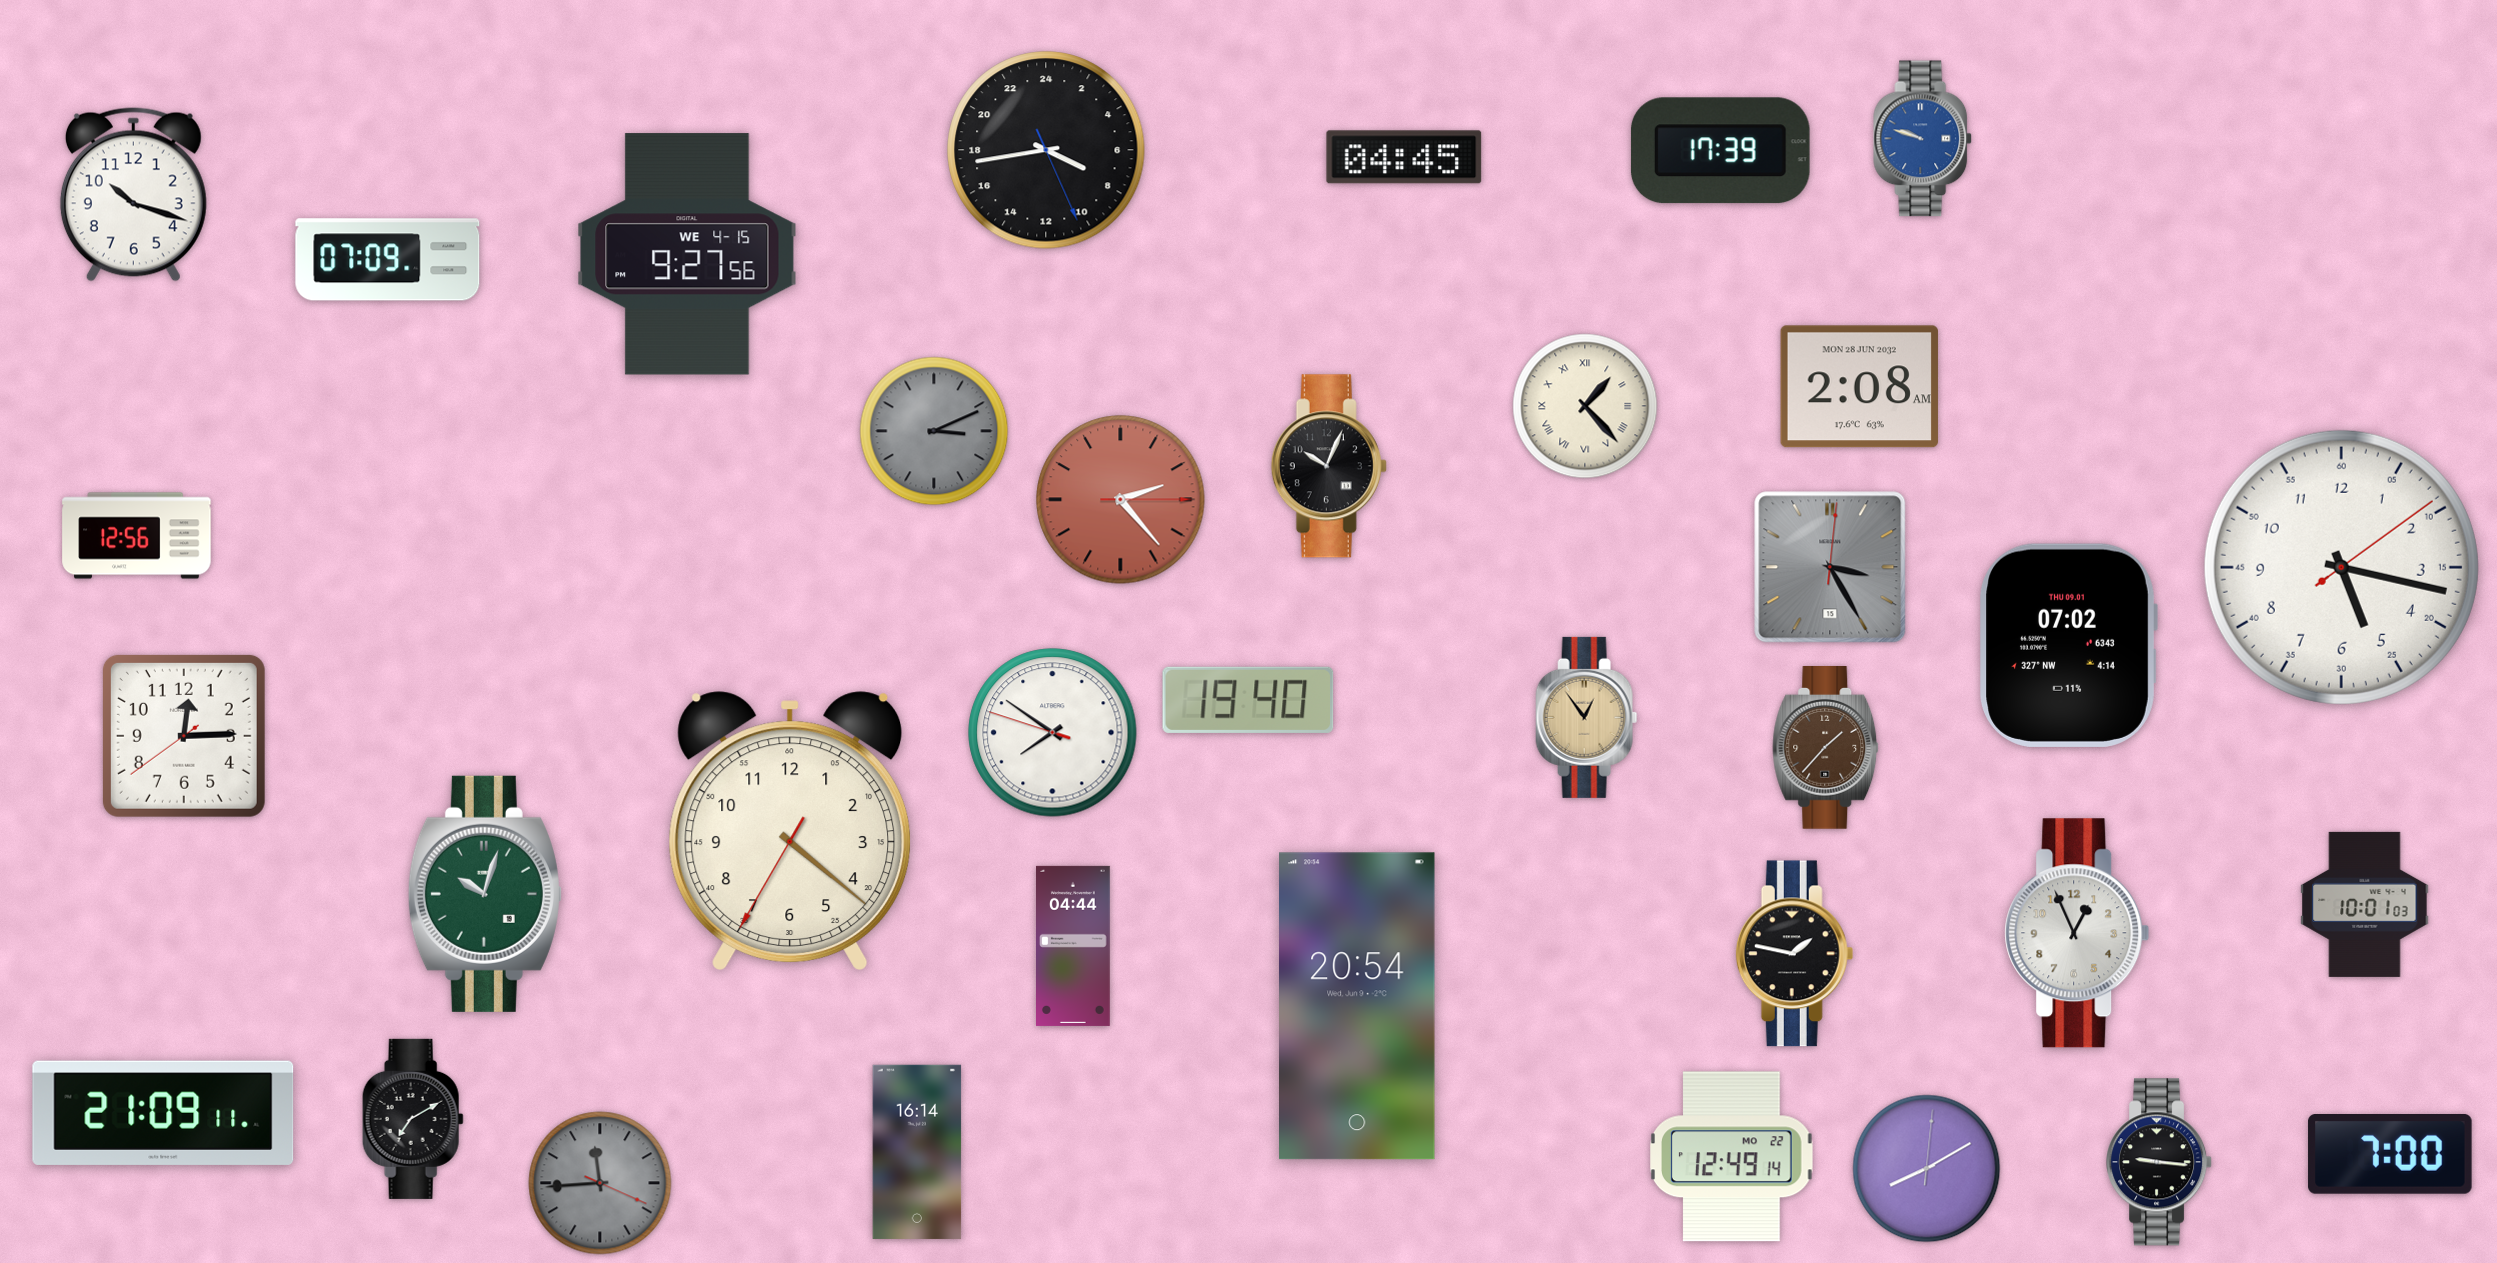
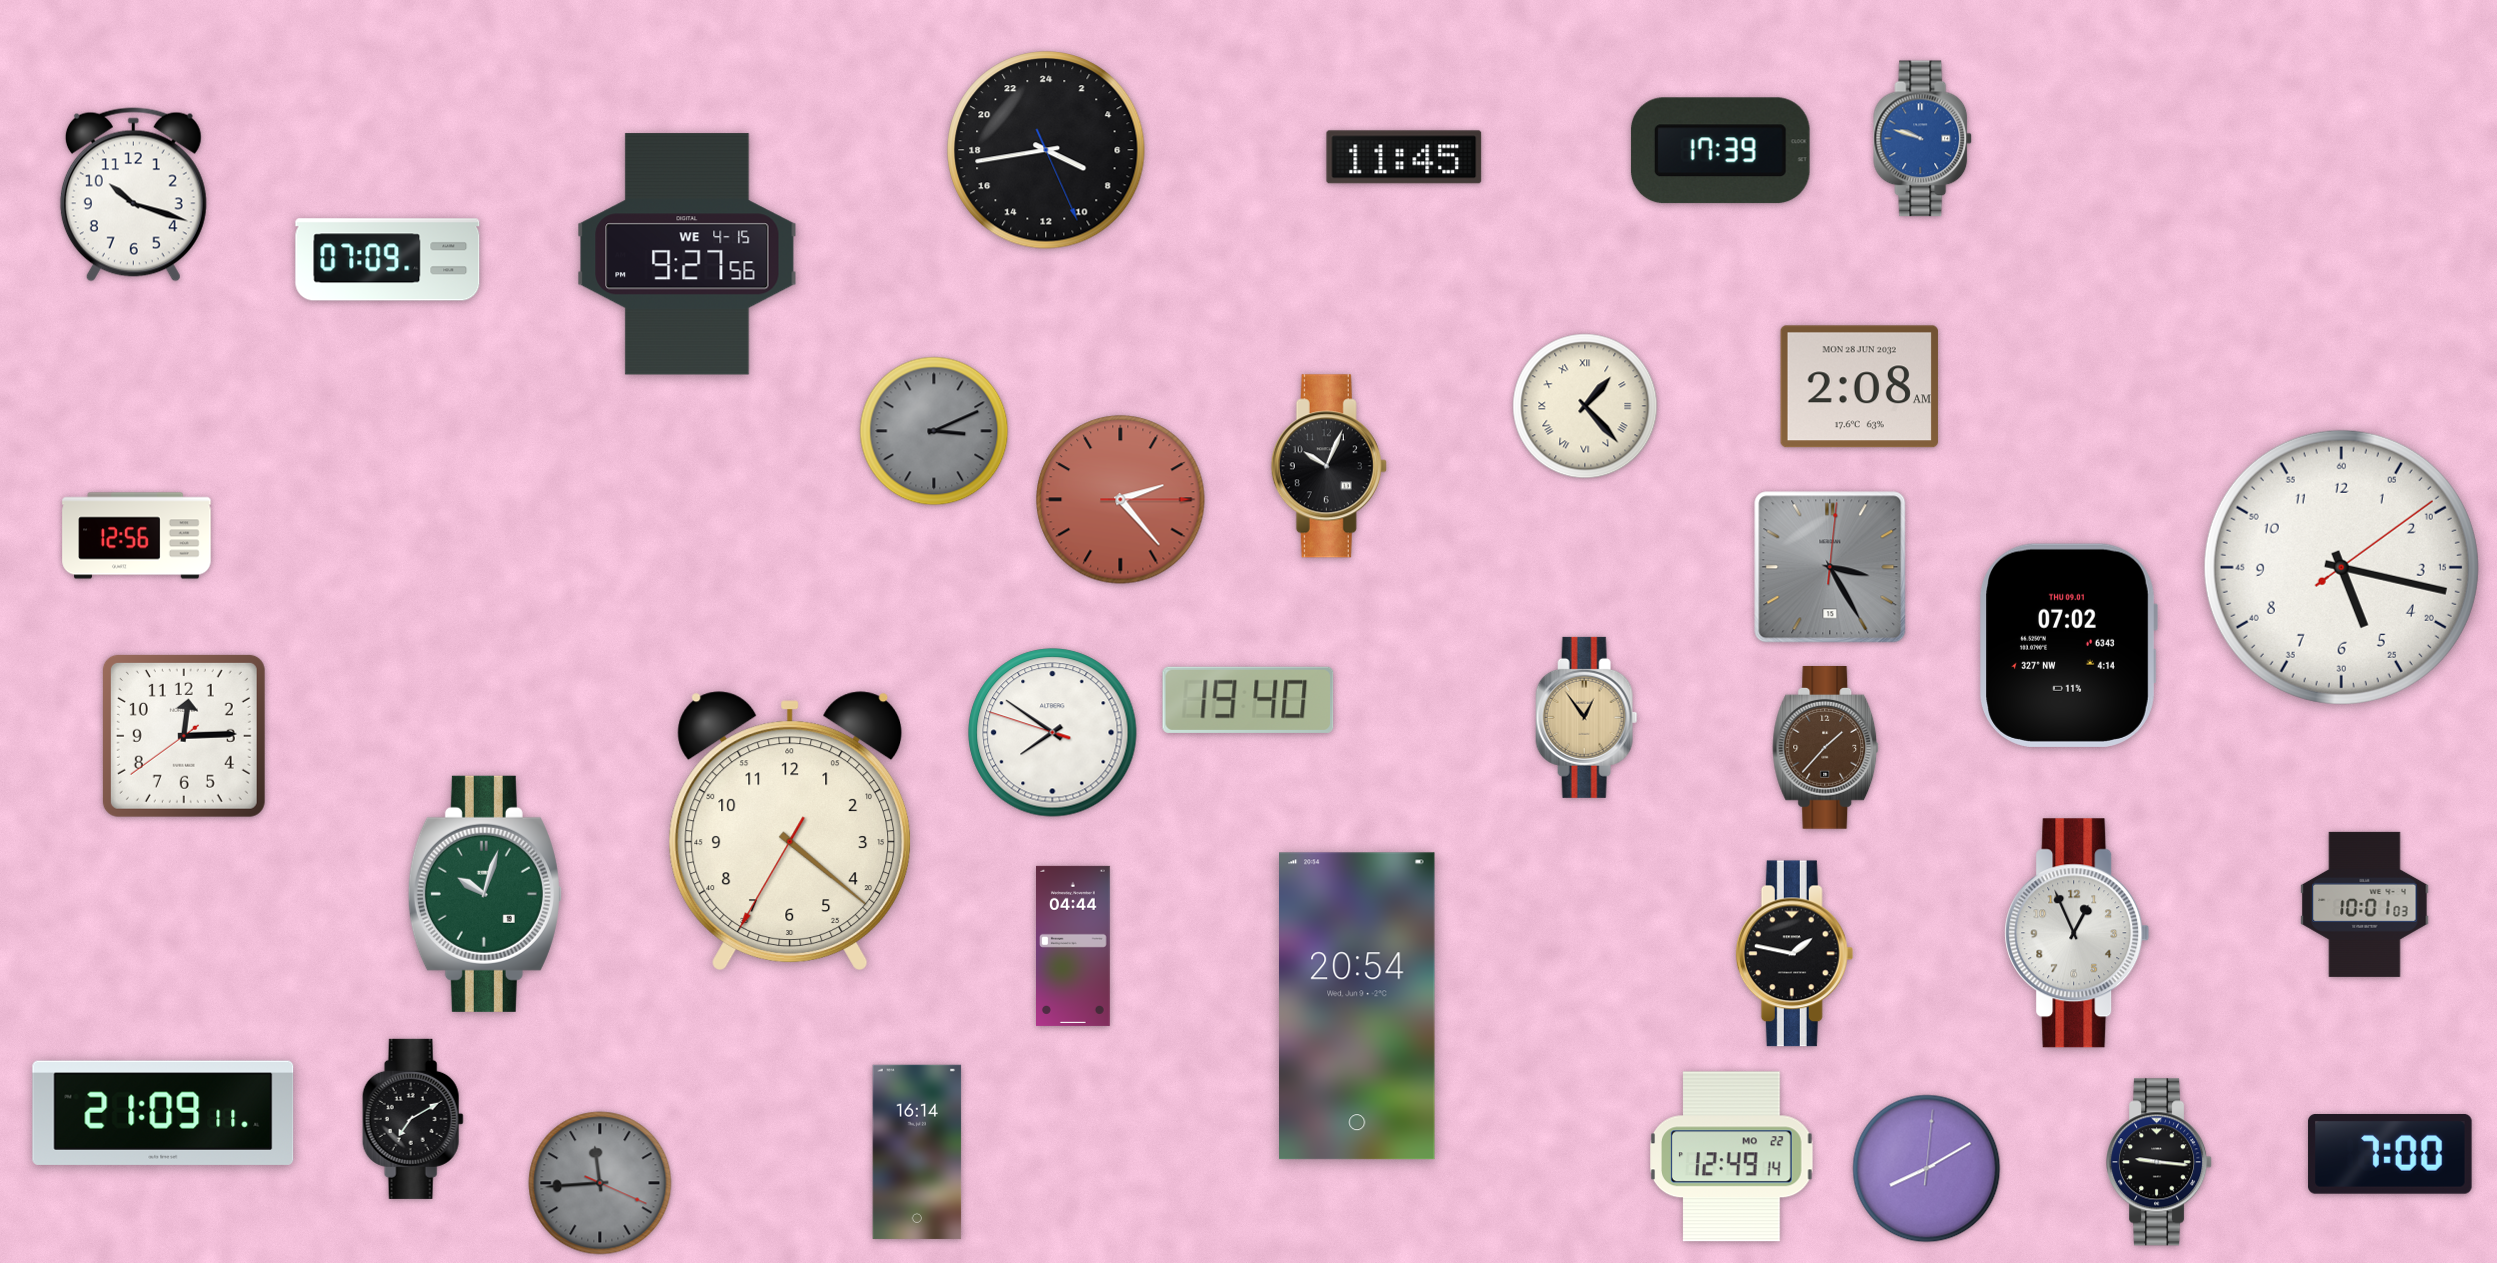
clock at (1404, 157): 04:45 -> 11:45
